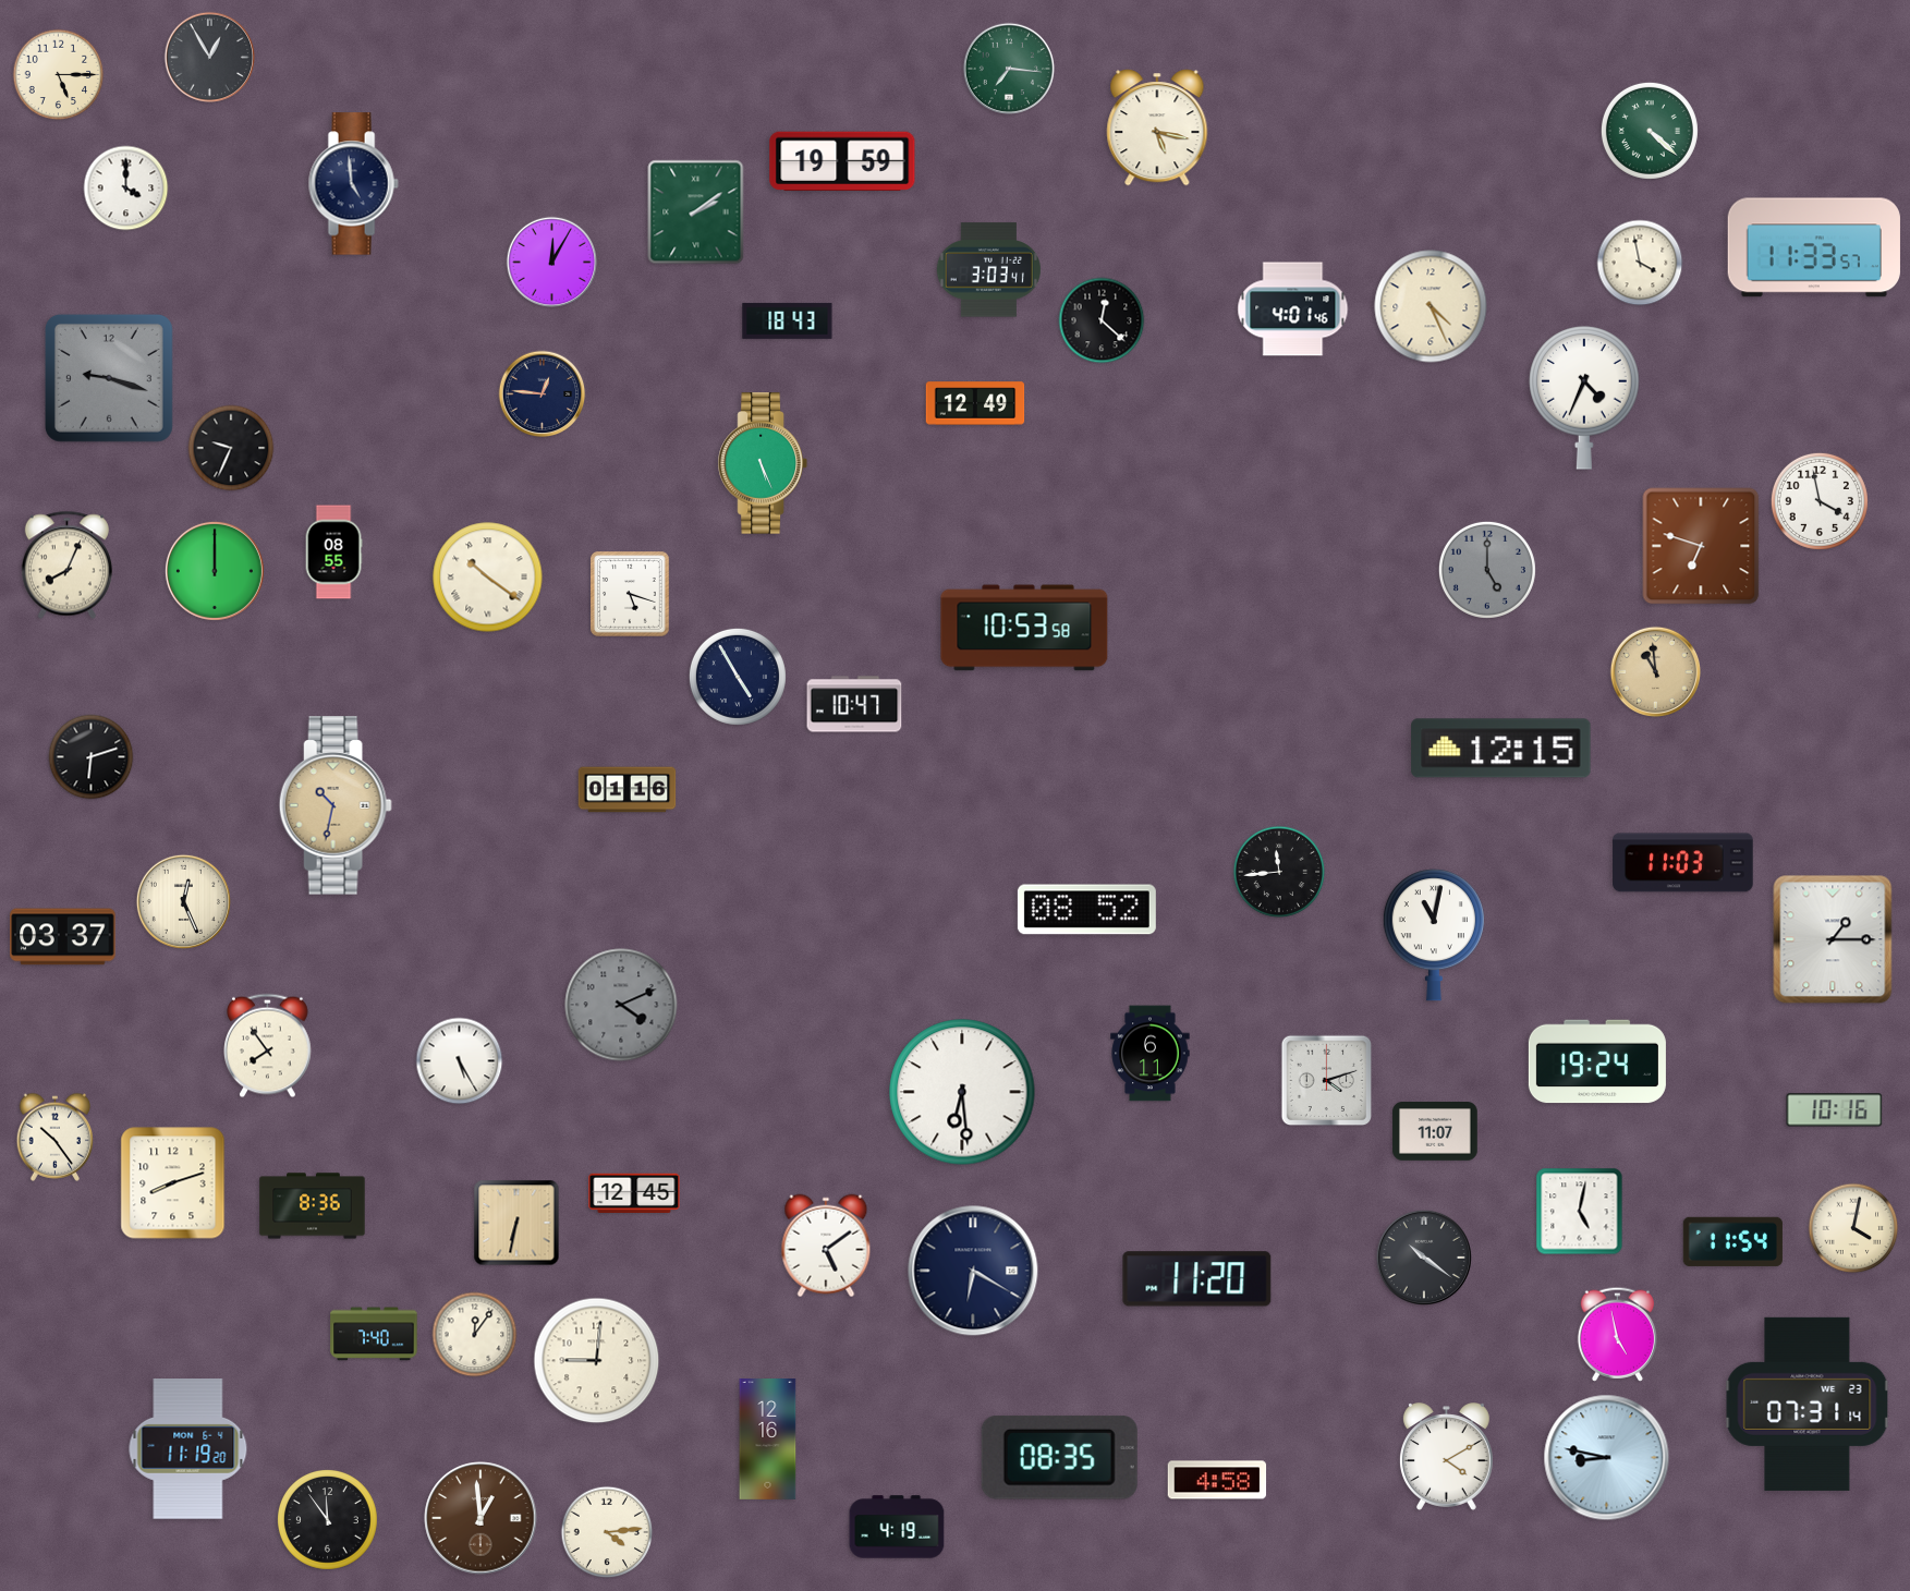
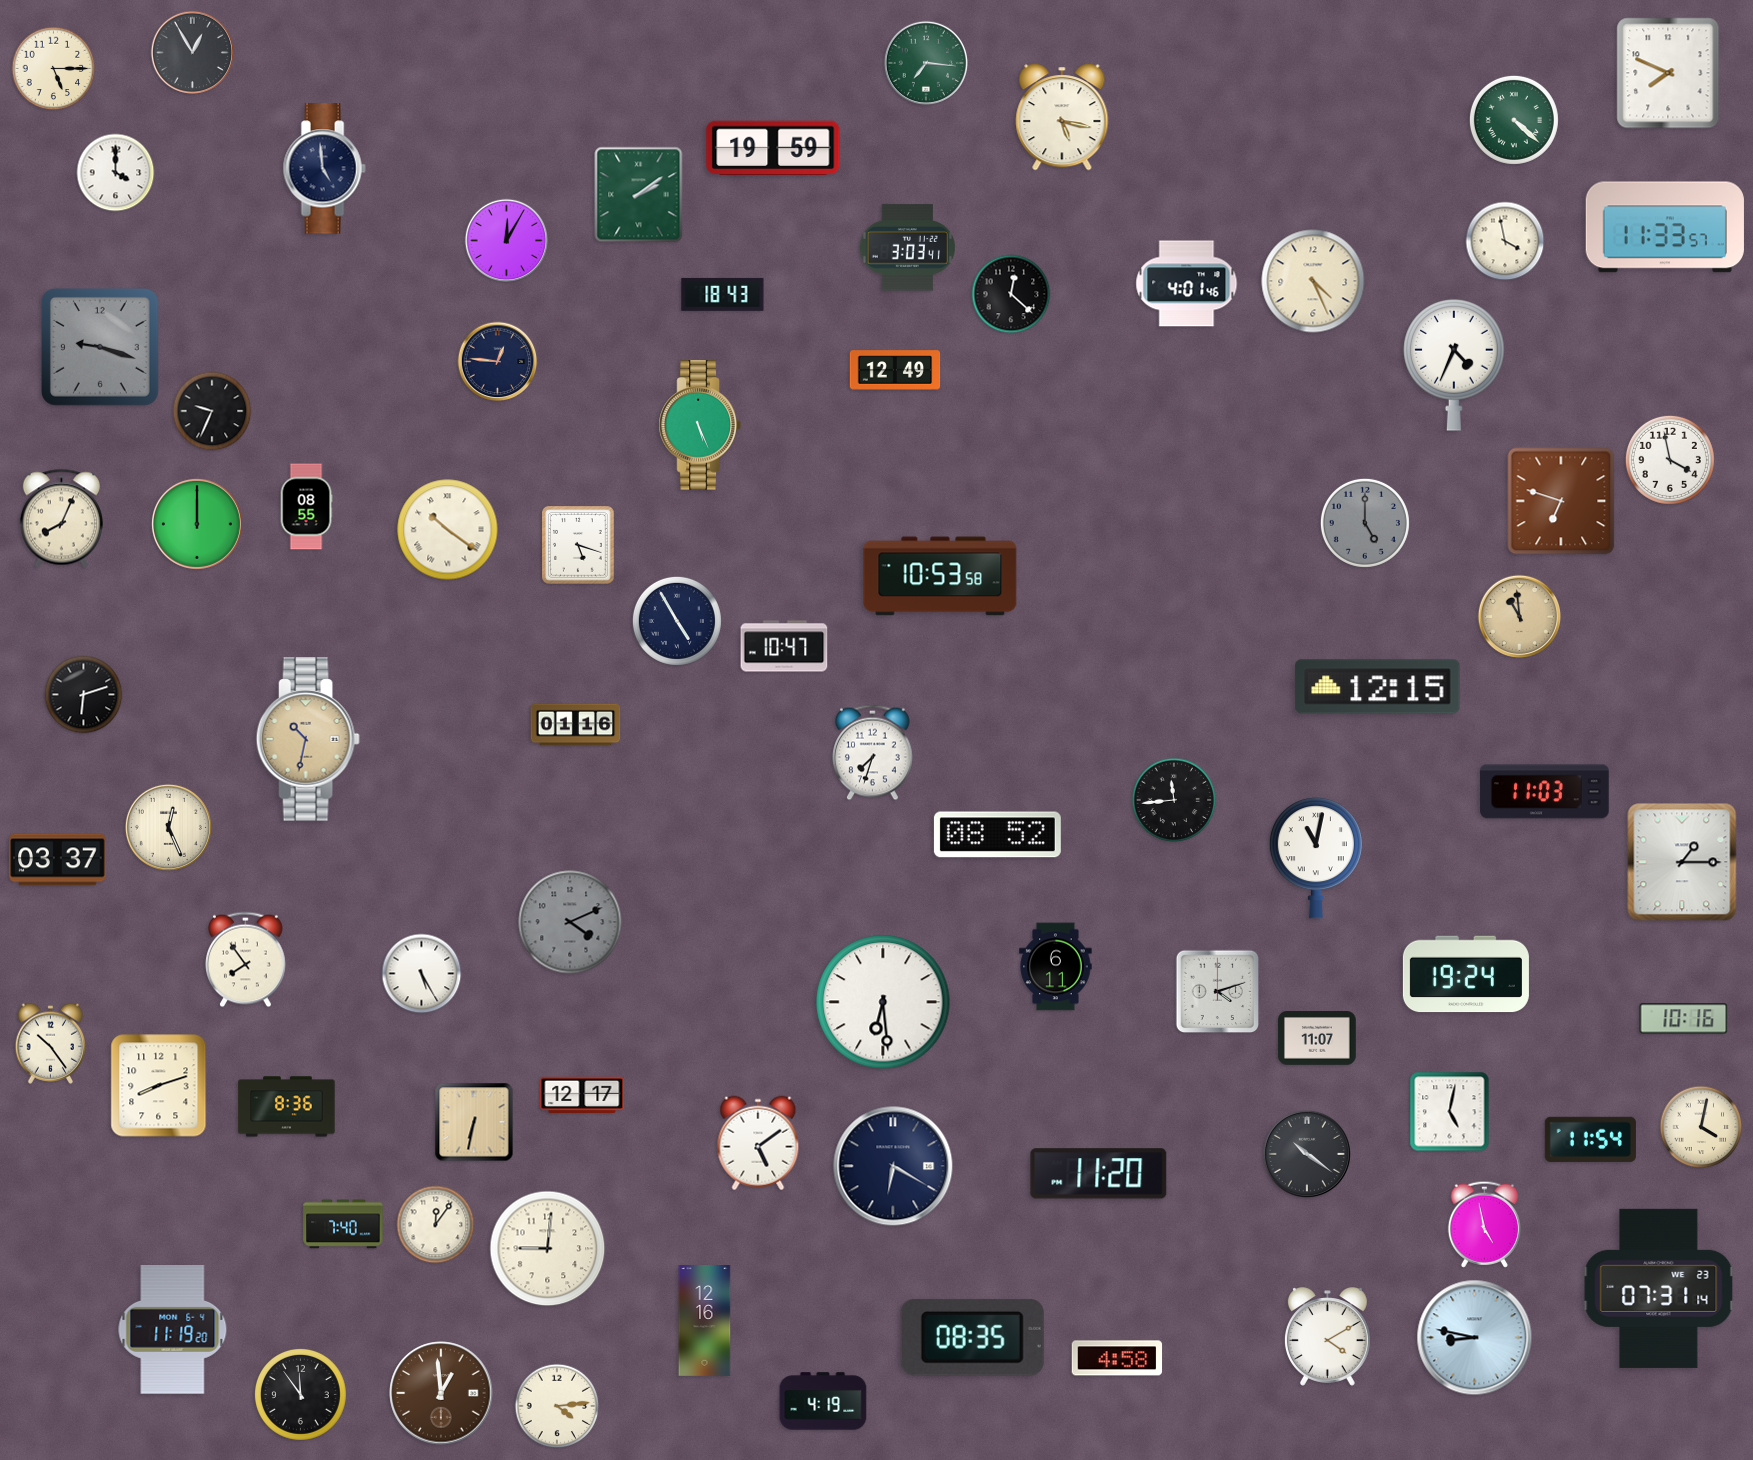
clock at (1668, 73): none -> 7:49
clock at (873, 753): none -> 7:33
clock at (634, 1192): 12:45 -> 12:17
